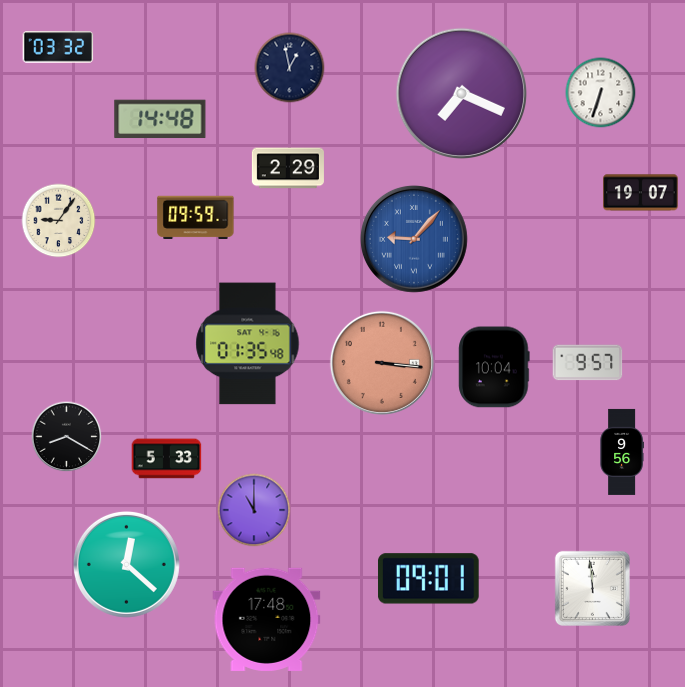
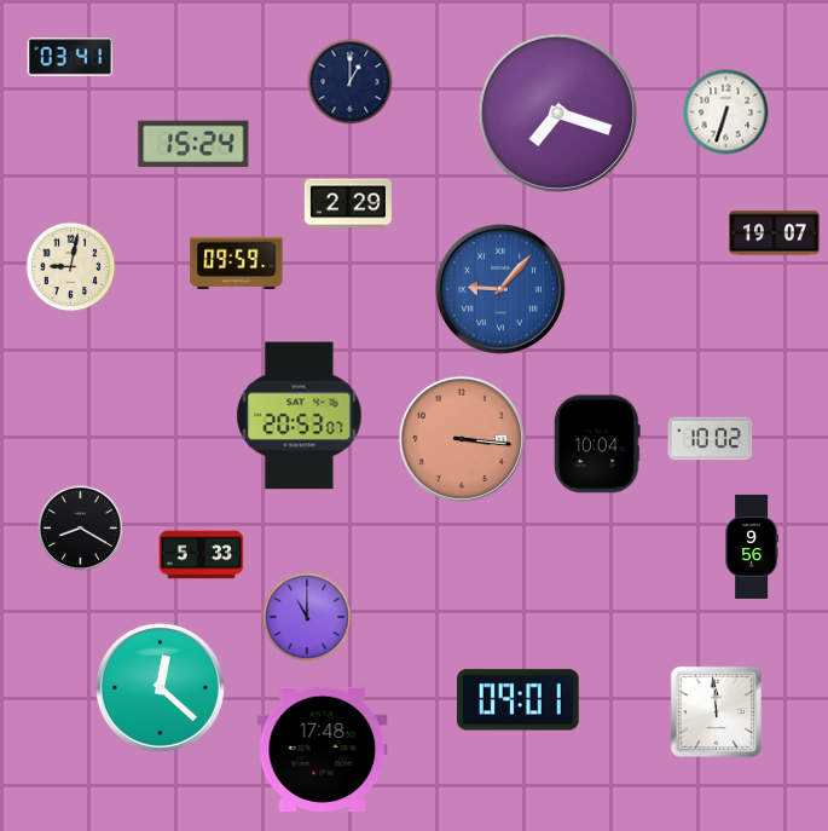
clock at (58, 47): 03:32 -> 03:41
clock at (290, 68): 12:58 -> 1:00
clock at (461, 93): 7:19 -> 7:18
clock at (160, 119): 14:48 -> 15:24
clock at (59, 221): 9:06 -> 9:02
clock at (248, 344): 01:35 -> 20:53
clock at (588, 363): 9:57 -> 10:02
clock at (126, 564) position: (126, 564) -> (160, 687)
